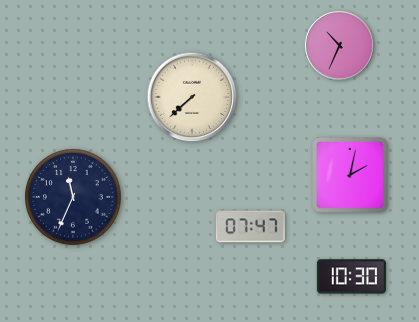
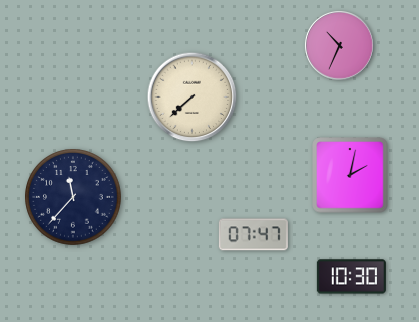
clock at (73, 197): 11:34 -> 11:37
clock at (250, 227) position: (250, 227) -> (253, 235)
